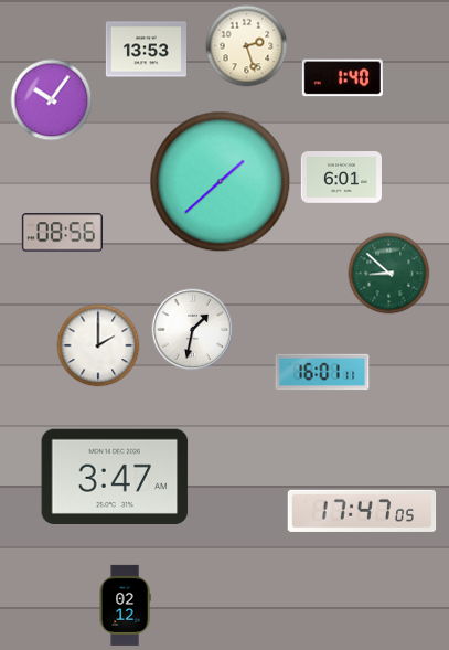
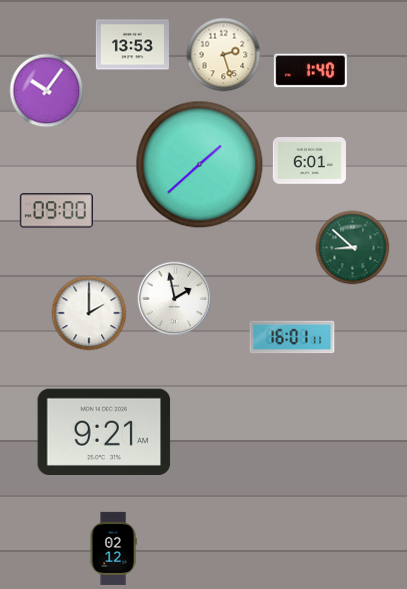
clock at (247, 46) position: (247, 46) -> (224, 55)
clock at (62, 233): 08:56 -> 09:00
clock at (193, 330): 1:32 -> 1:58
clock at (115, 476): 3:47 -> 9:21
clock at (362, 511): 17:47 -> none
